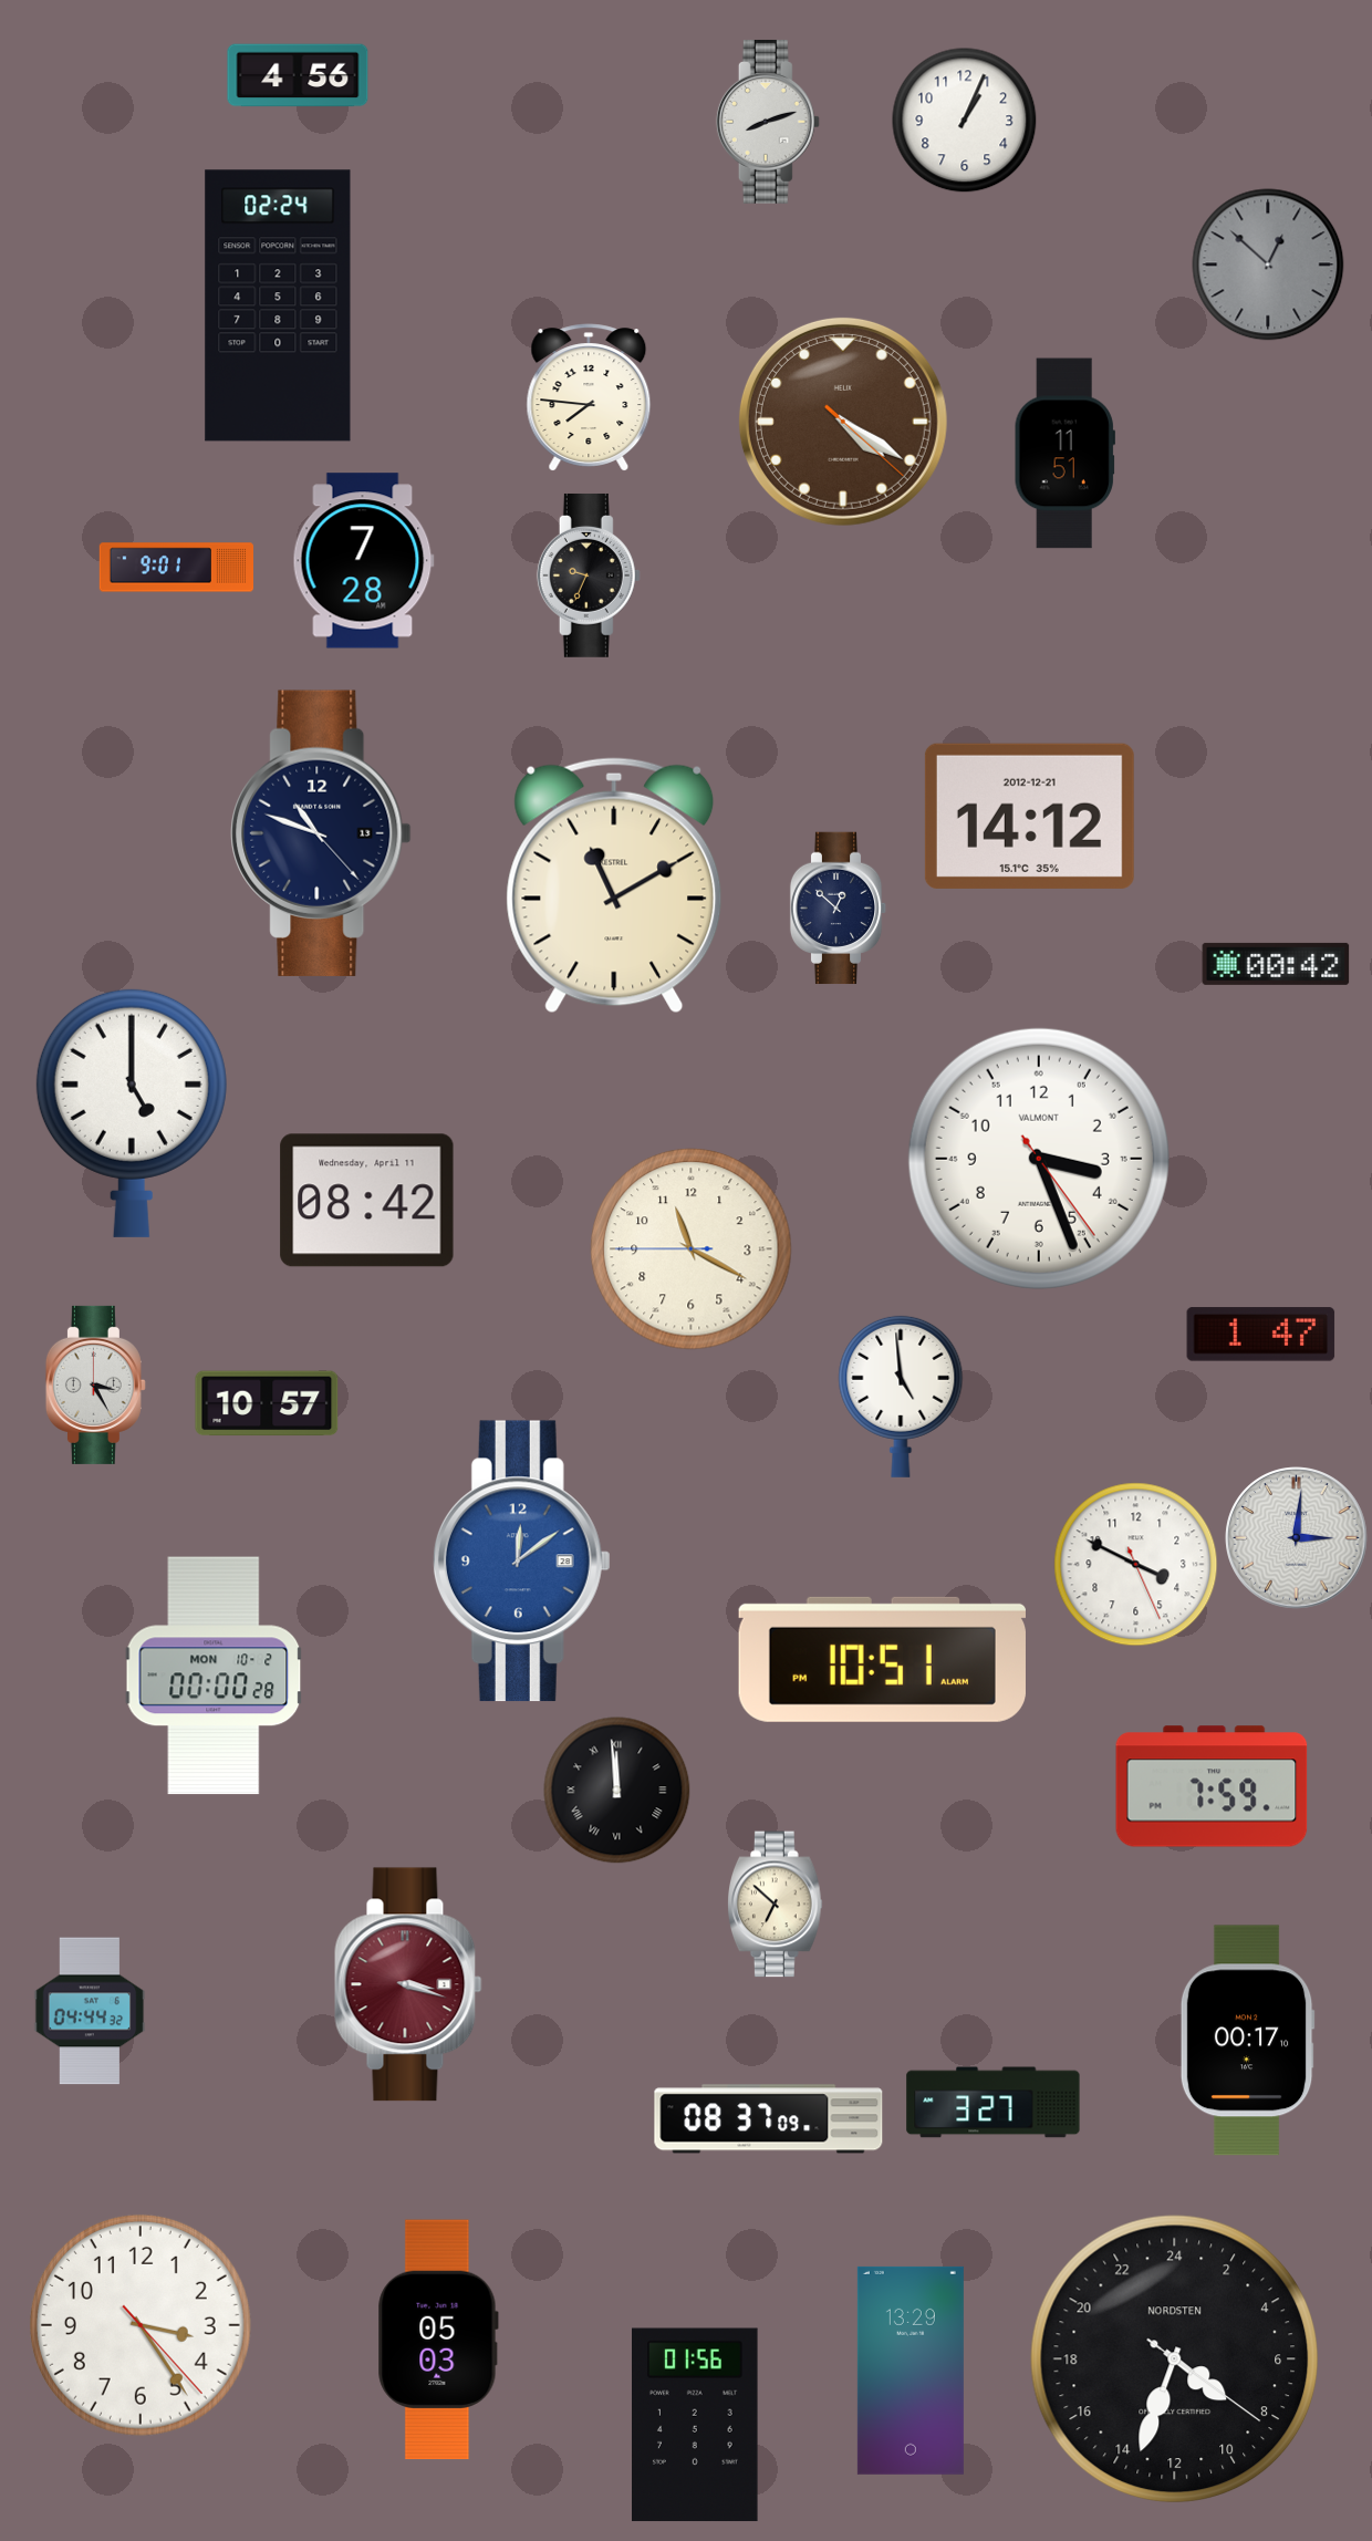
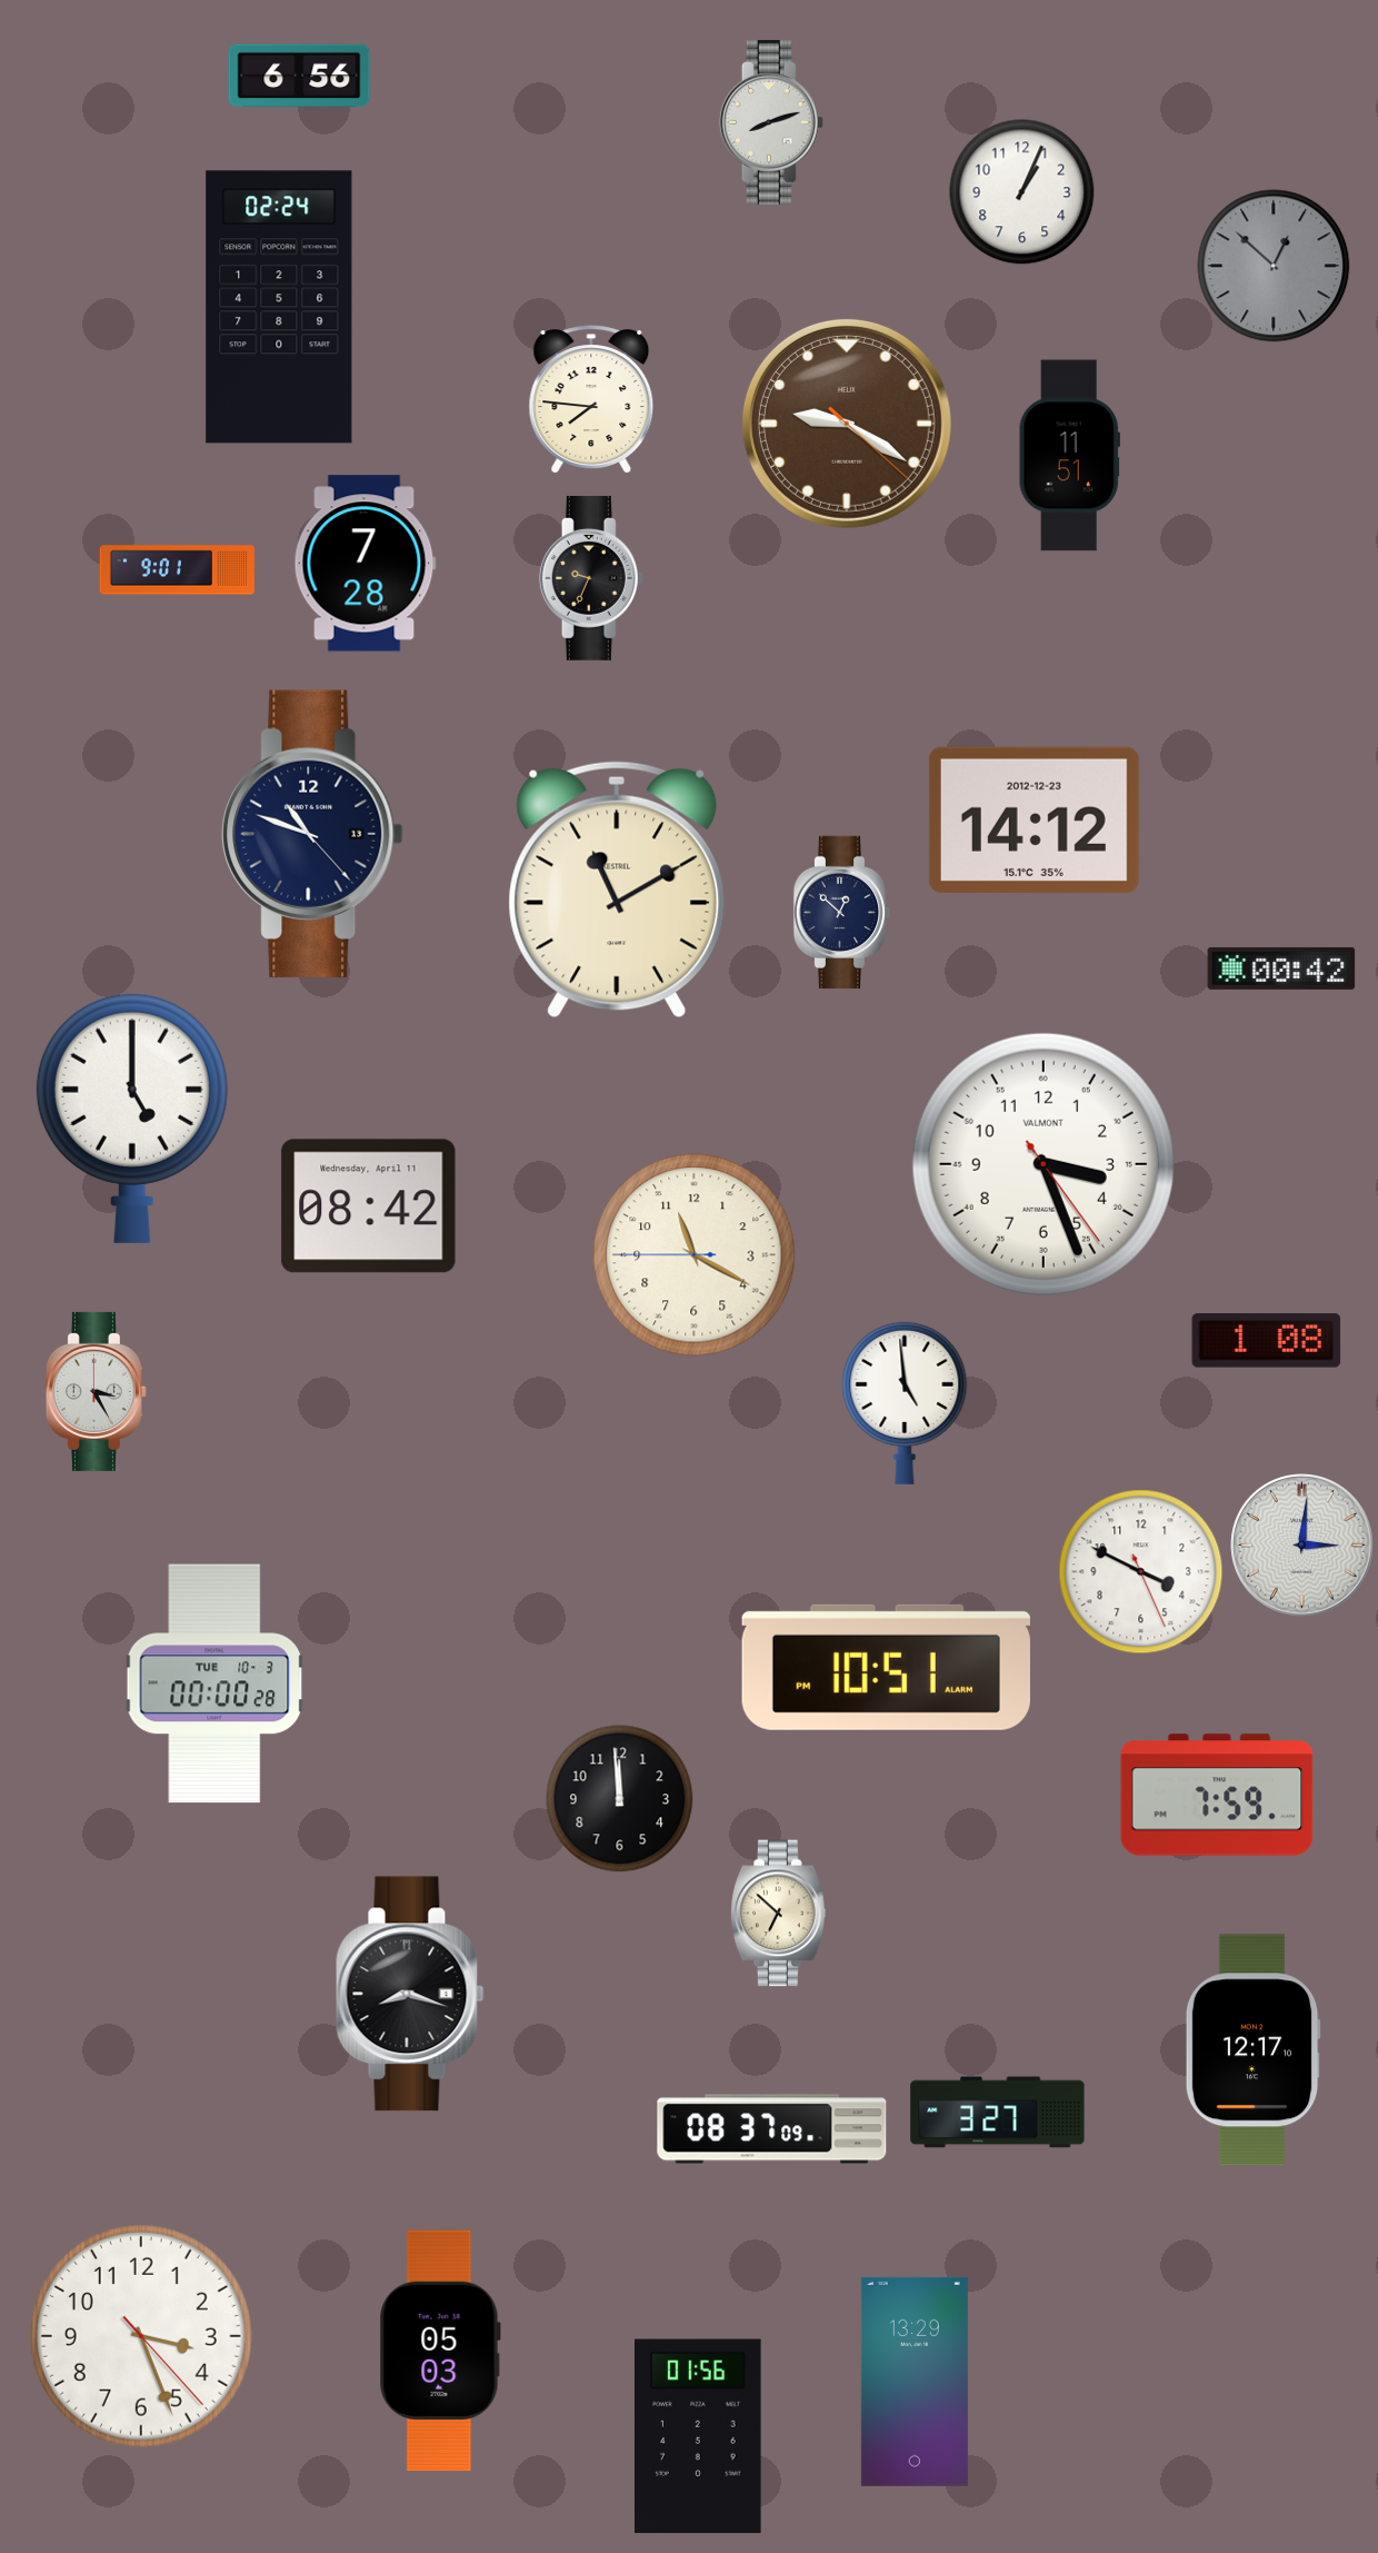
clock at (298, 75): 4:56 -> 6:56
clock at (965, 121) position: (965, 121) -> (1022, 192)
clock at (843, 422): 4:20 -> 9:20
clock at (1029, 816) date: 2012-12-21 -> 2012-12-23
clock at (321, 833) position: (321, 833) -> (312, 834)
clock at (1261, 1335): 1:47 -> 1:08
clock at (267, 1403): 10:57 -> none
clock at (521, 1562): 12:09 -> none
clock at (214, 1676) date: MON 10-2 -> TUE 10-3
clock at (617, 1791) numerals: Roman -> Arabic
clock at (408, 1984): 3:18 -> 8:18
clock at (408, 1984) dial: burgundy -> black
clock at (90, 2011): 04:44 -> none
clock at (1247, 2041): 00:17 -> 12:17
clock at (141, 2325): 3:24 -> 3:26
clock at (1174, 2358): 8:33 -> none
